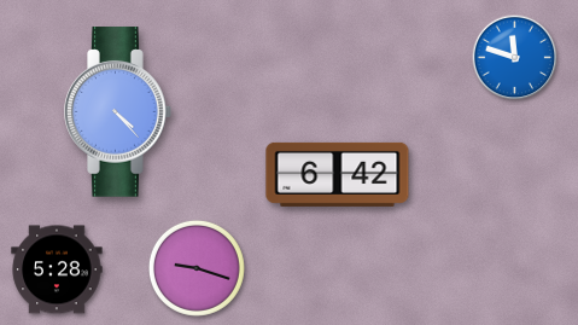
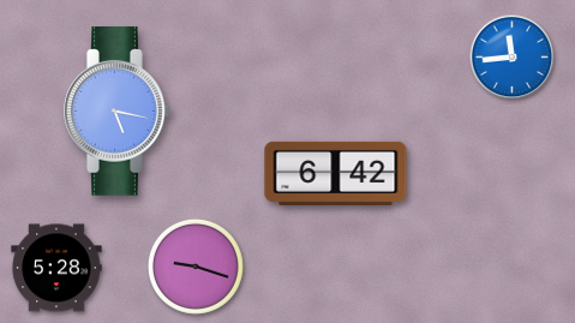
clock at (515, 58): 11:48 -> 11:44
clock at (118, 112): 4:23 -> 5:17
